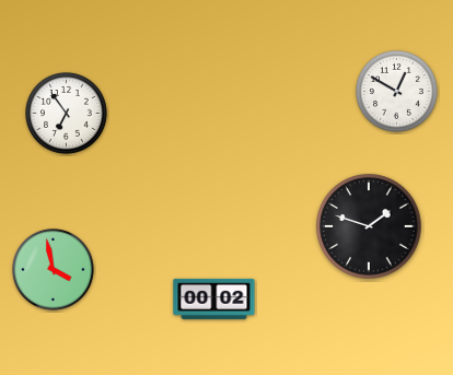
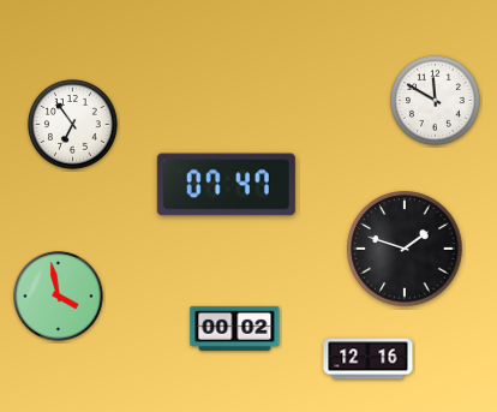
clock at (397, 92): 12:50 -> 11:50
clock at (226, 185): none -> 07:47
clock at (369, 359): none -> 12:16
